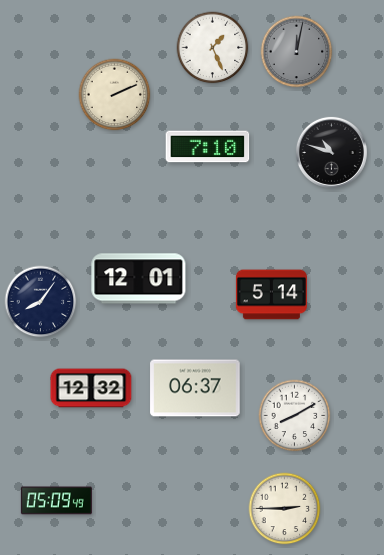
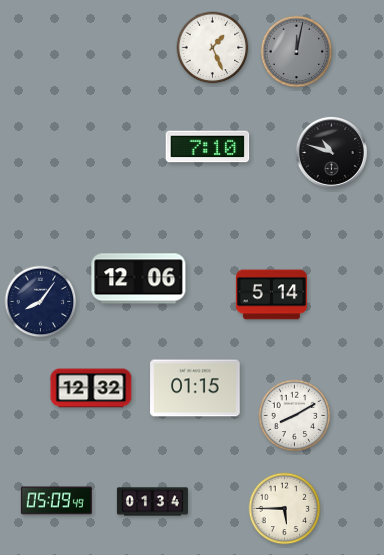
clock at (115, 95): 2:11 -> none
clock at (139, 279): 12:01 -> 12:06
clock at (195, 388): 06:37 -> 01:15
clock at (152, 502): none -> 01:34
clock at (285, 509): 2:45 -> 5:45
